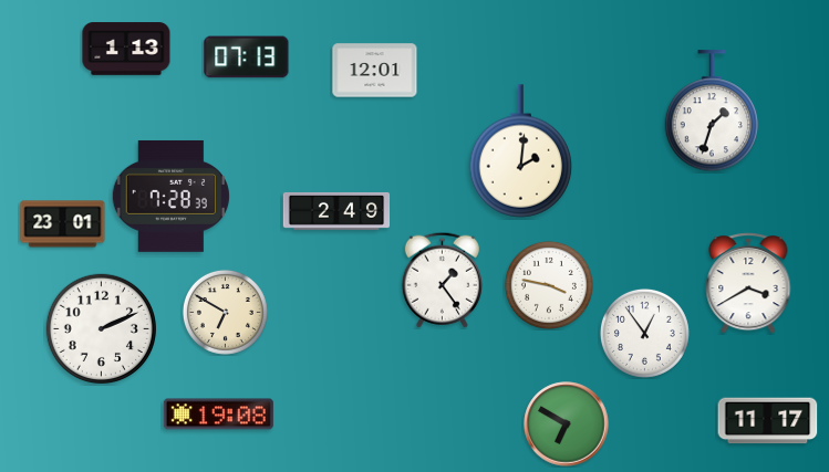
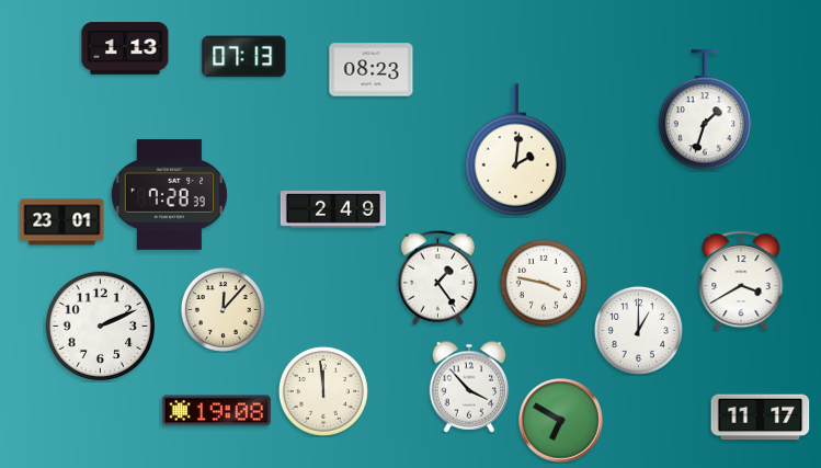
clock at (375, 71): 12:01 -> 08:23
clock at (225, 312): 6:50 -> 12:07
clock at (644, 333): 12:54 -> 1:00
clock at (469, 387): none -> 3:53
clock at (323, 391): none -> 11:59
